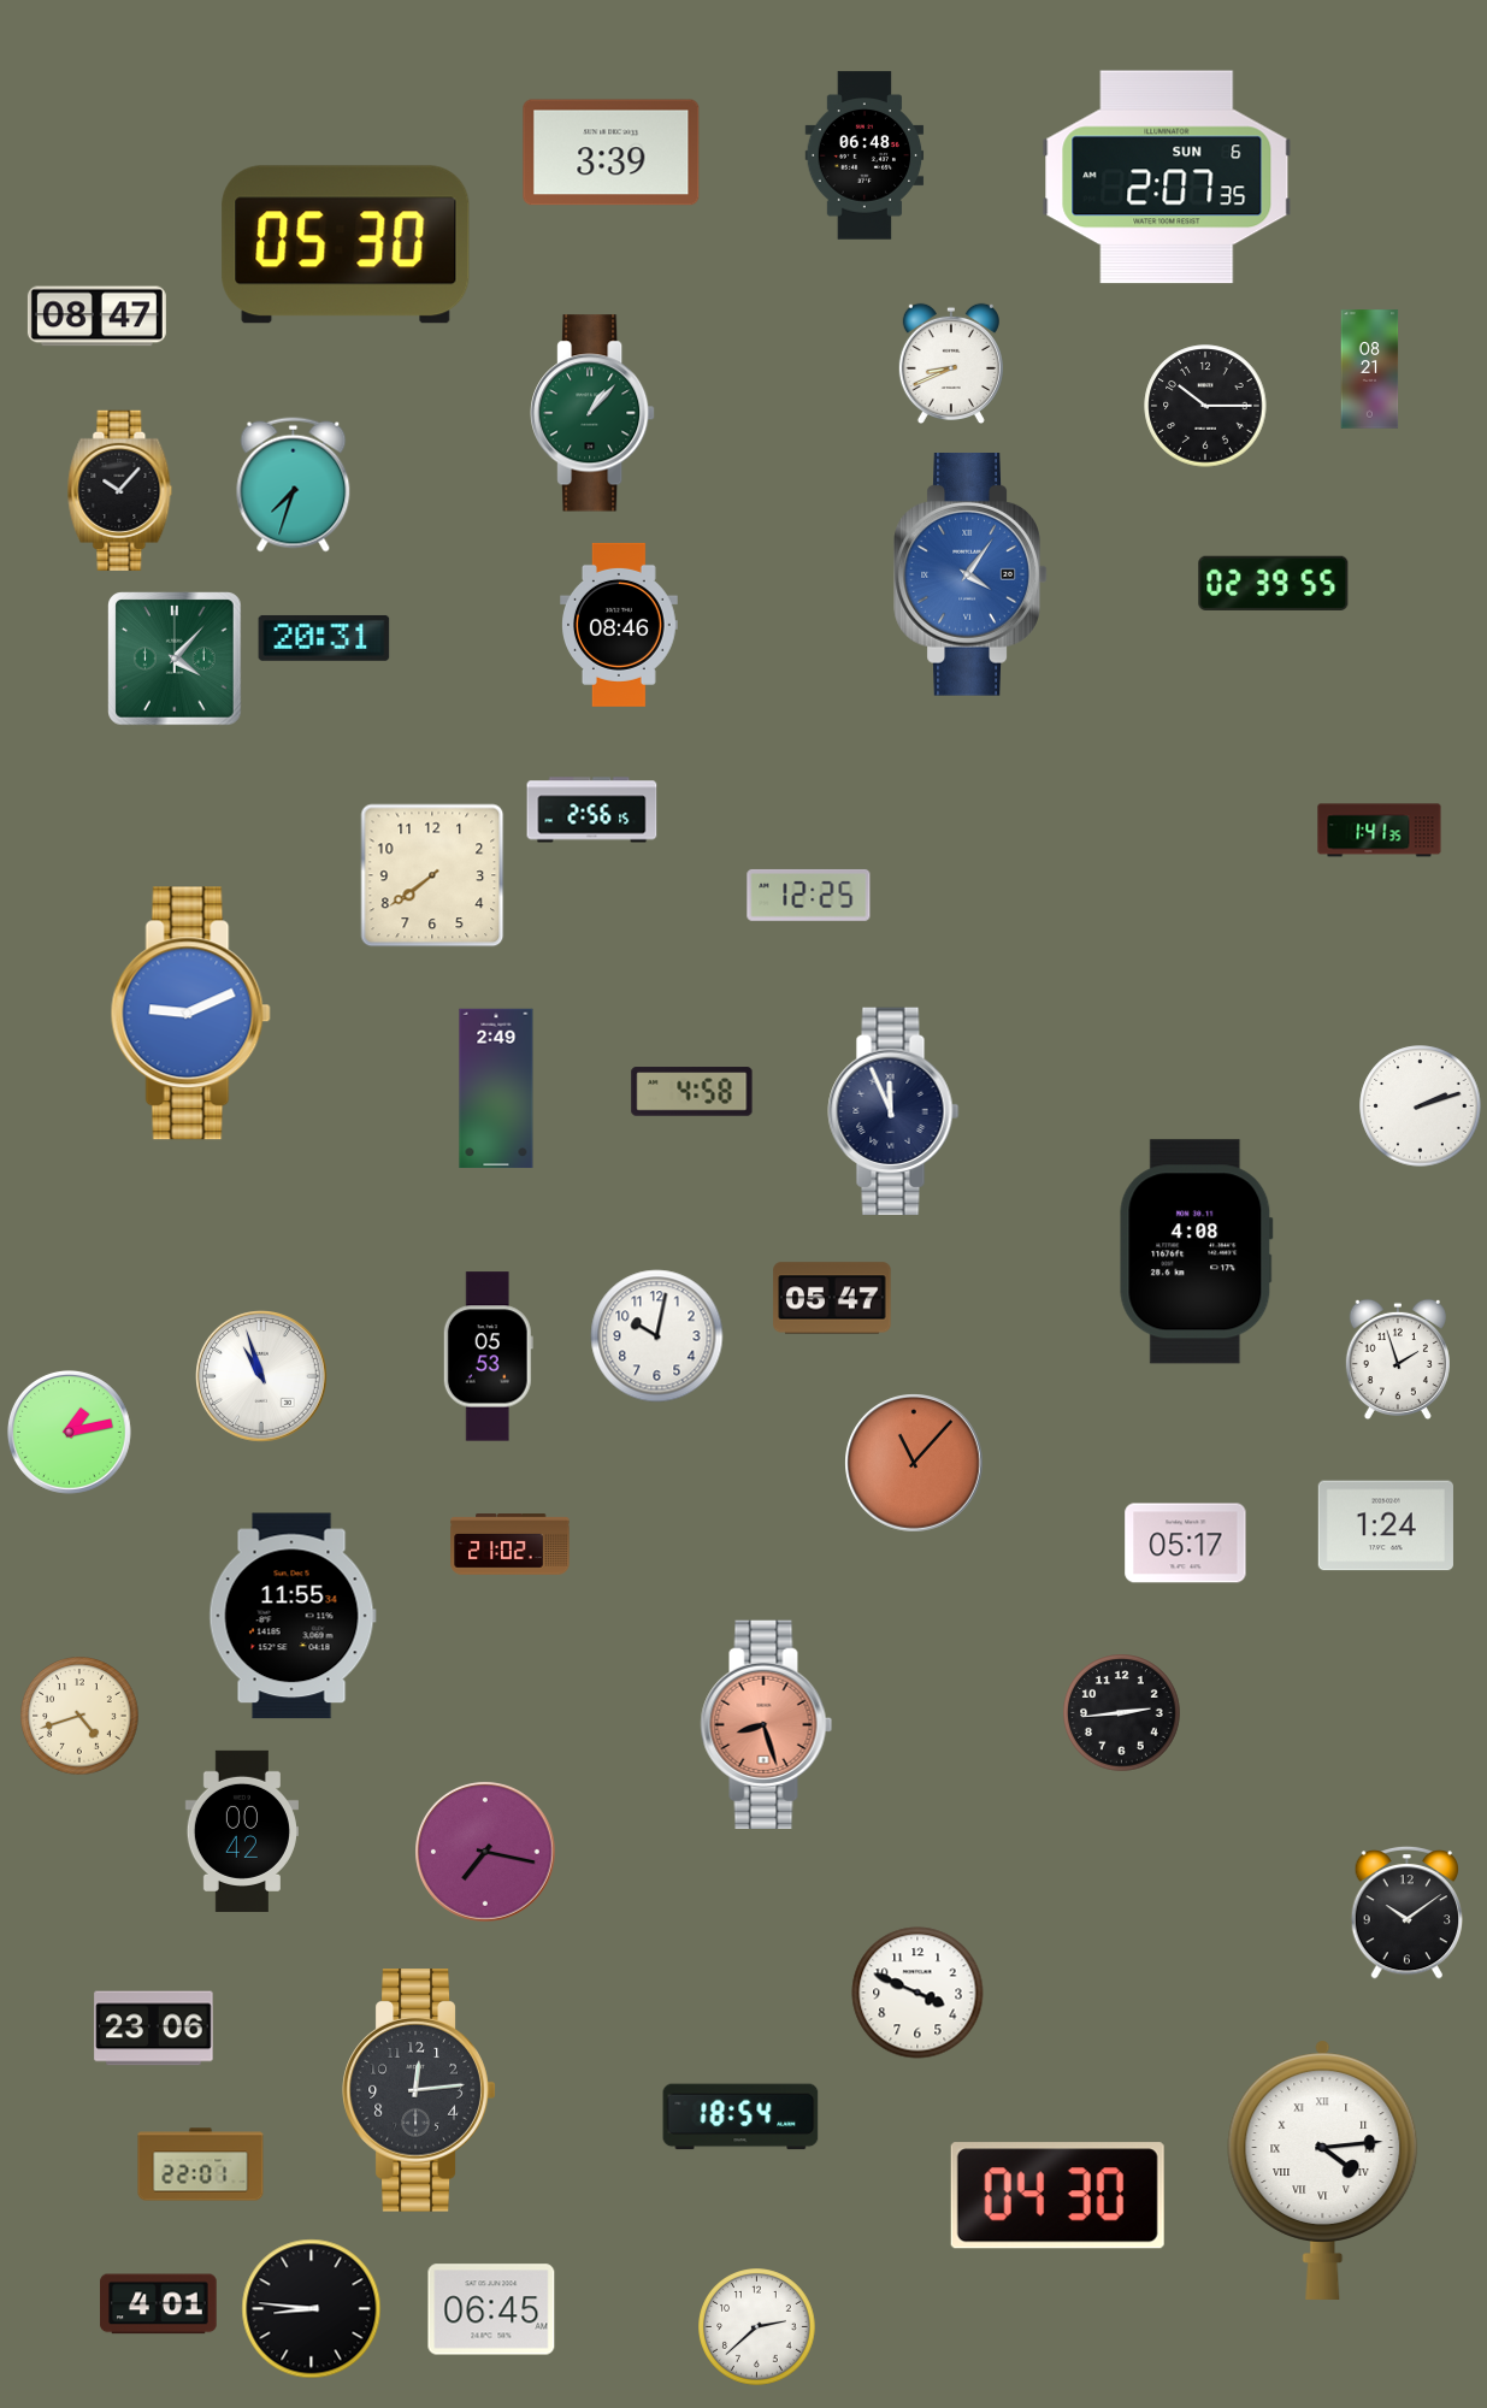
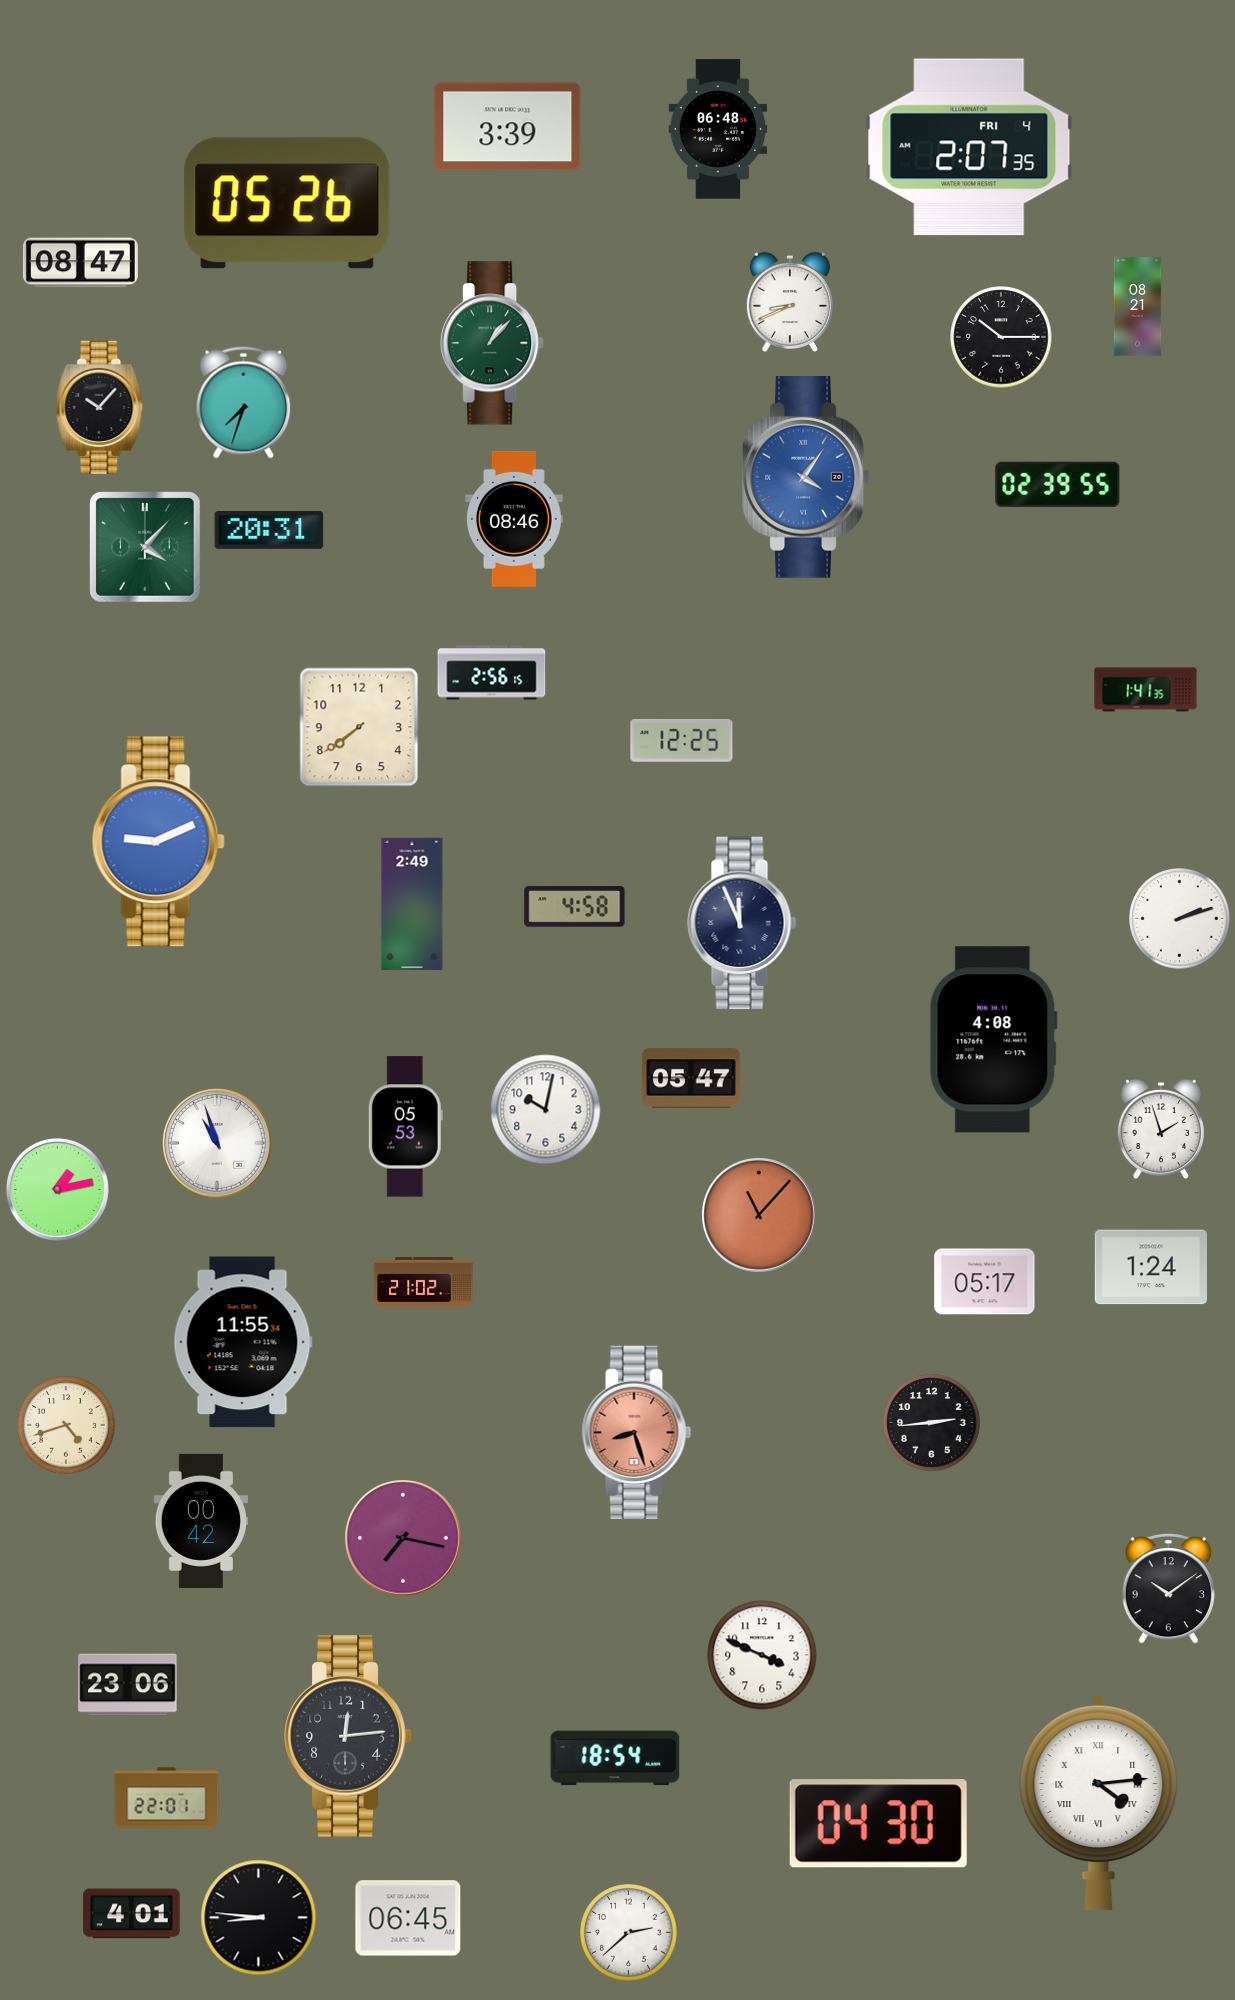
clock at (1167, 177) date: SUN 6 -> FRI 4
clock at (346, 244): 05:30 -> 05:26
clock at (809, 896) position: (809, 896) -> (682, 741)
